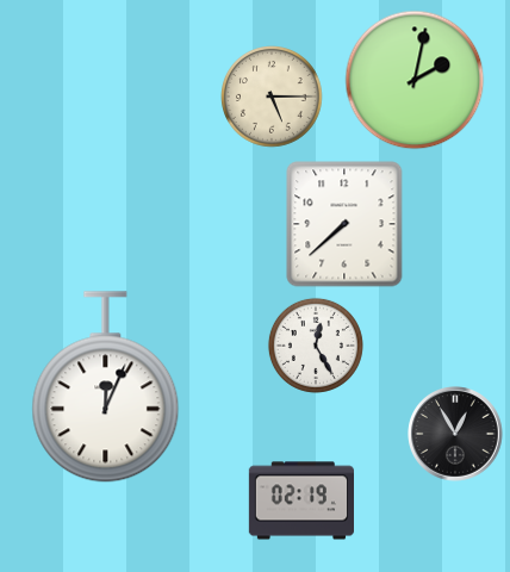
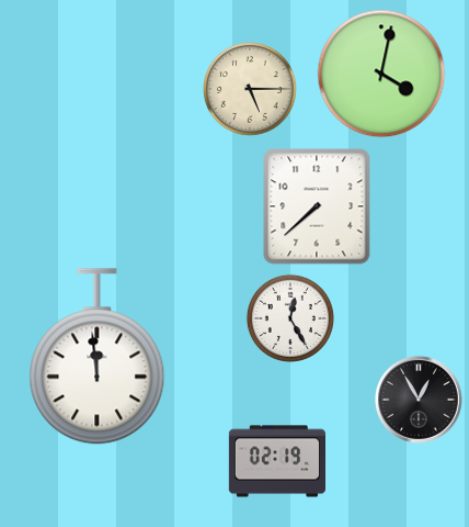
clock at (415, 80): 2:02 -> 4:02
clock at (106, 387): 12:04 -> 11:59
